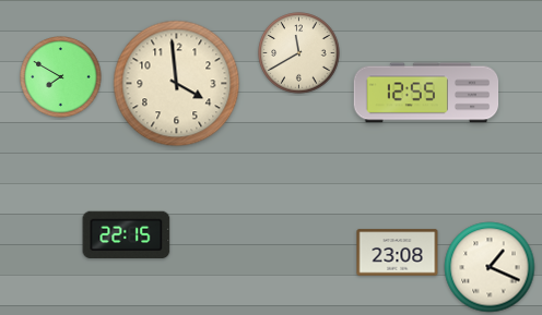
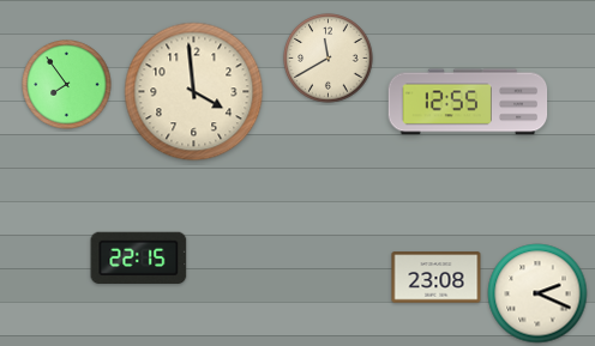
clock at (61, 77): 7:50 -> 7:54
clock at (490, 267): 1:19 -> 2:19
